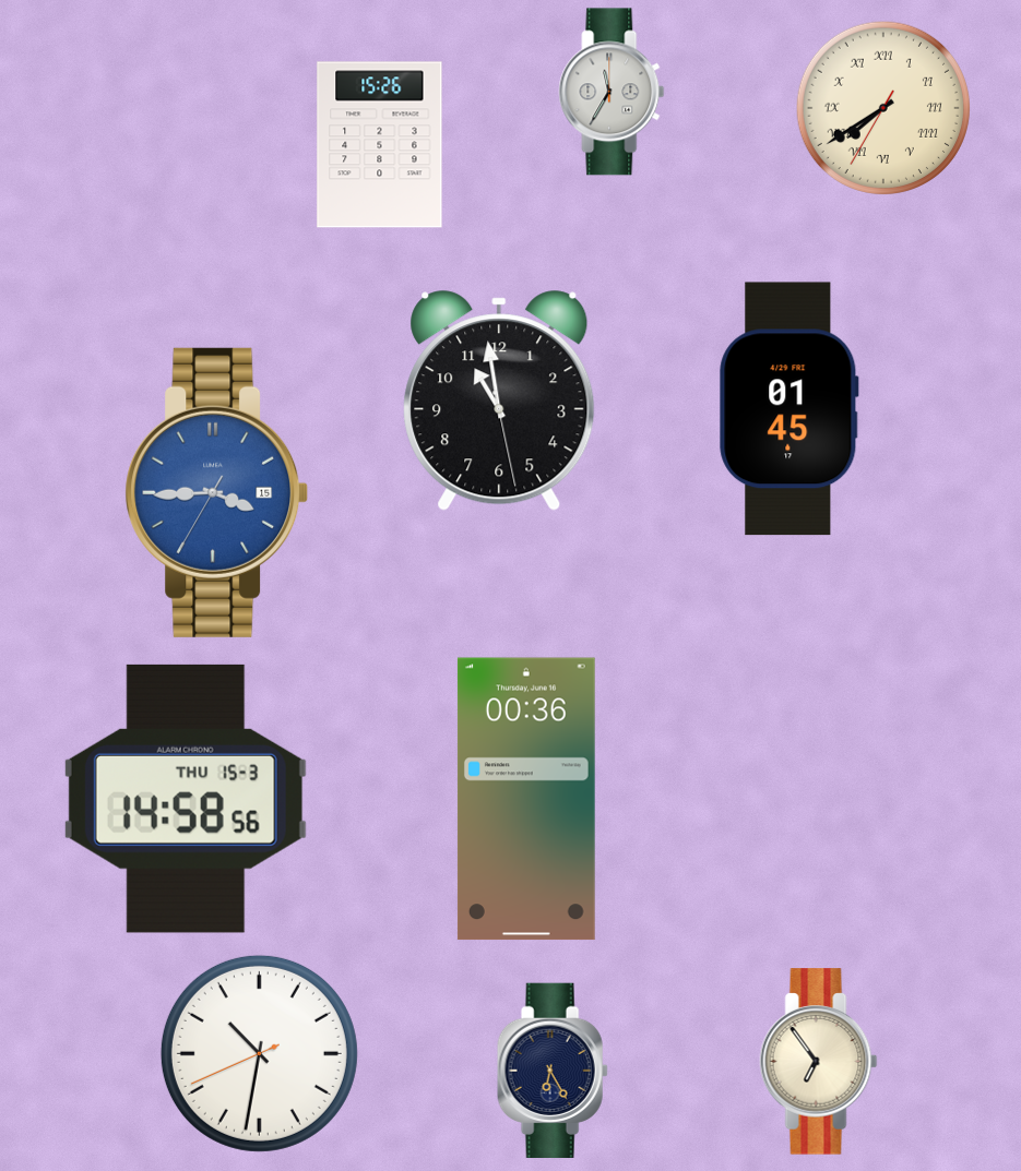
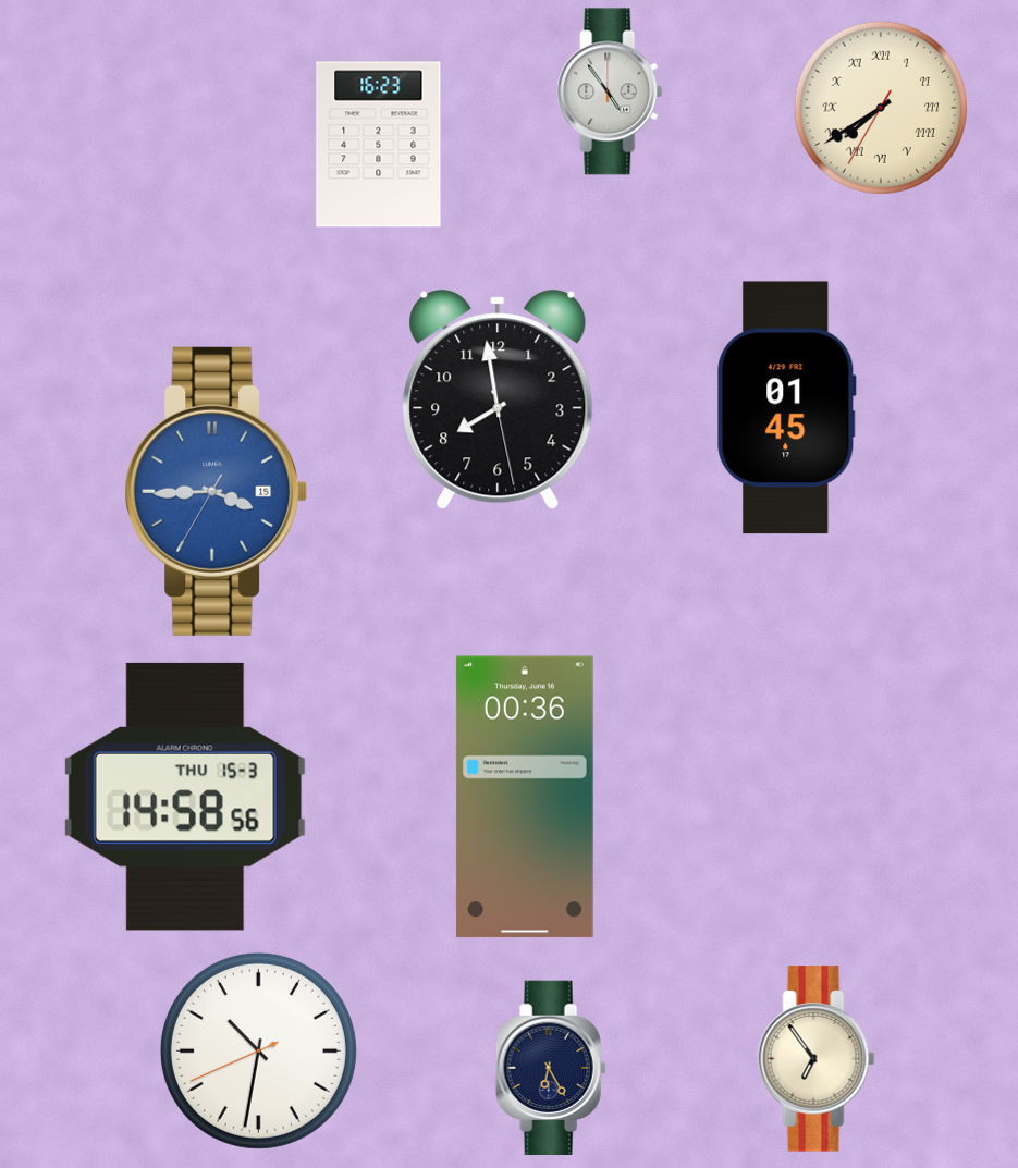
clock at (612, 92): 11:35 -> 4:54
clock at (380, 145): 15:26 -> 16:23
clock at (499, 401): 10:58 -> 7:58
